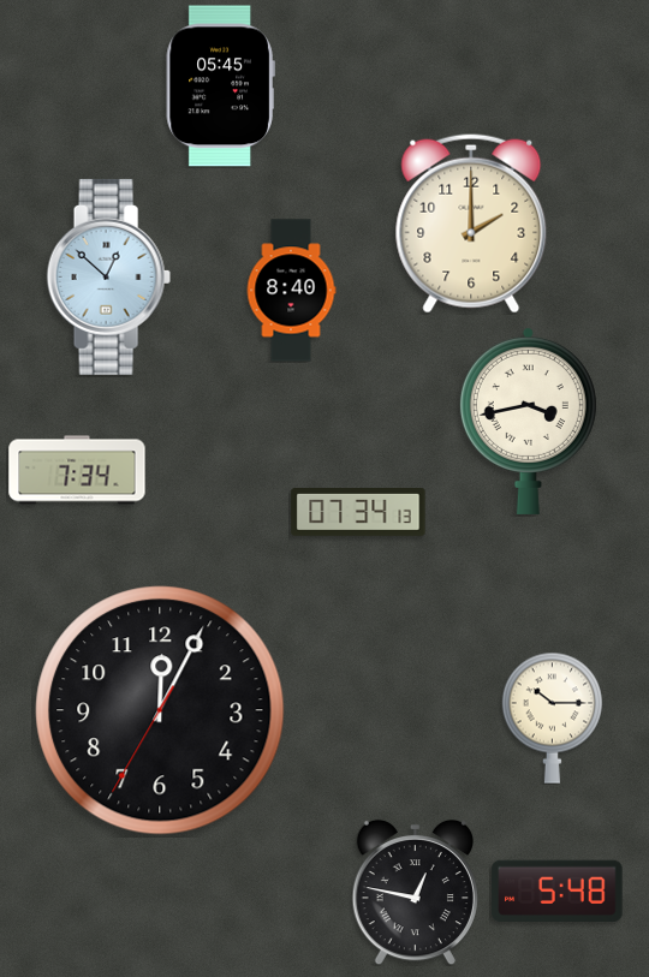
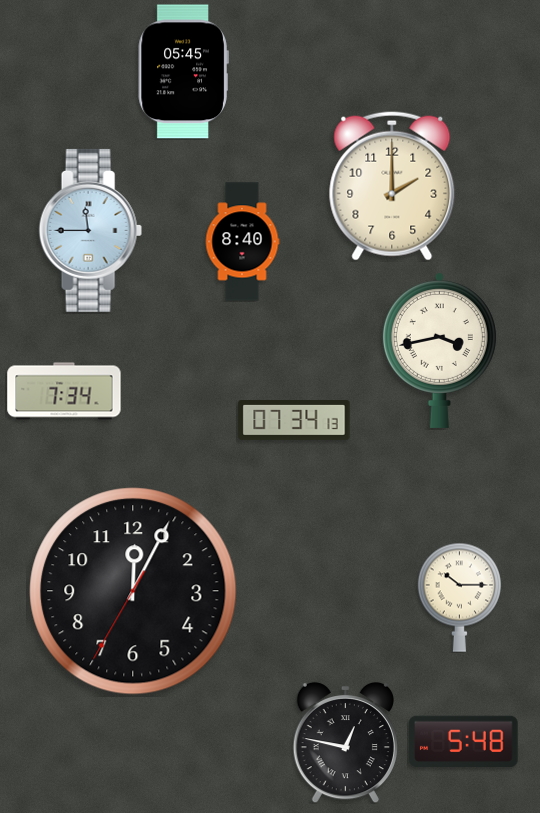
clock at (108, 276): 12:52 -> 11:45
clock at (358, 513) position: (358, 513) -> (294, 421)
